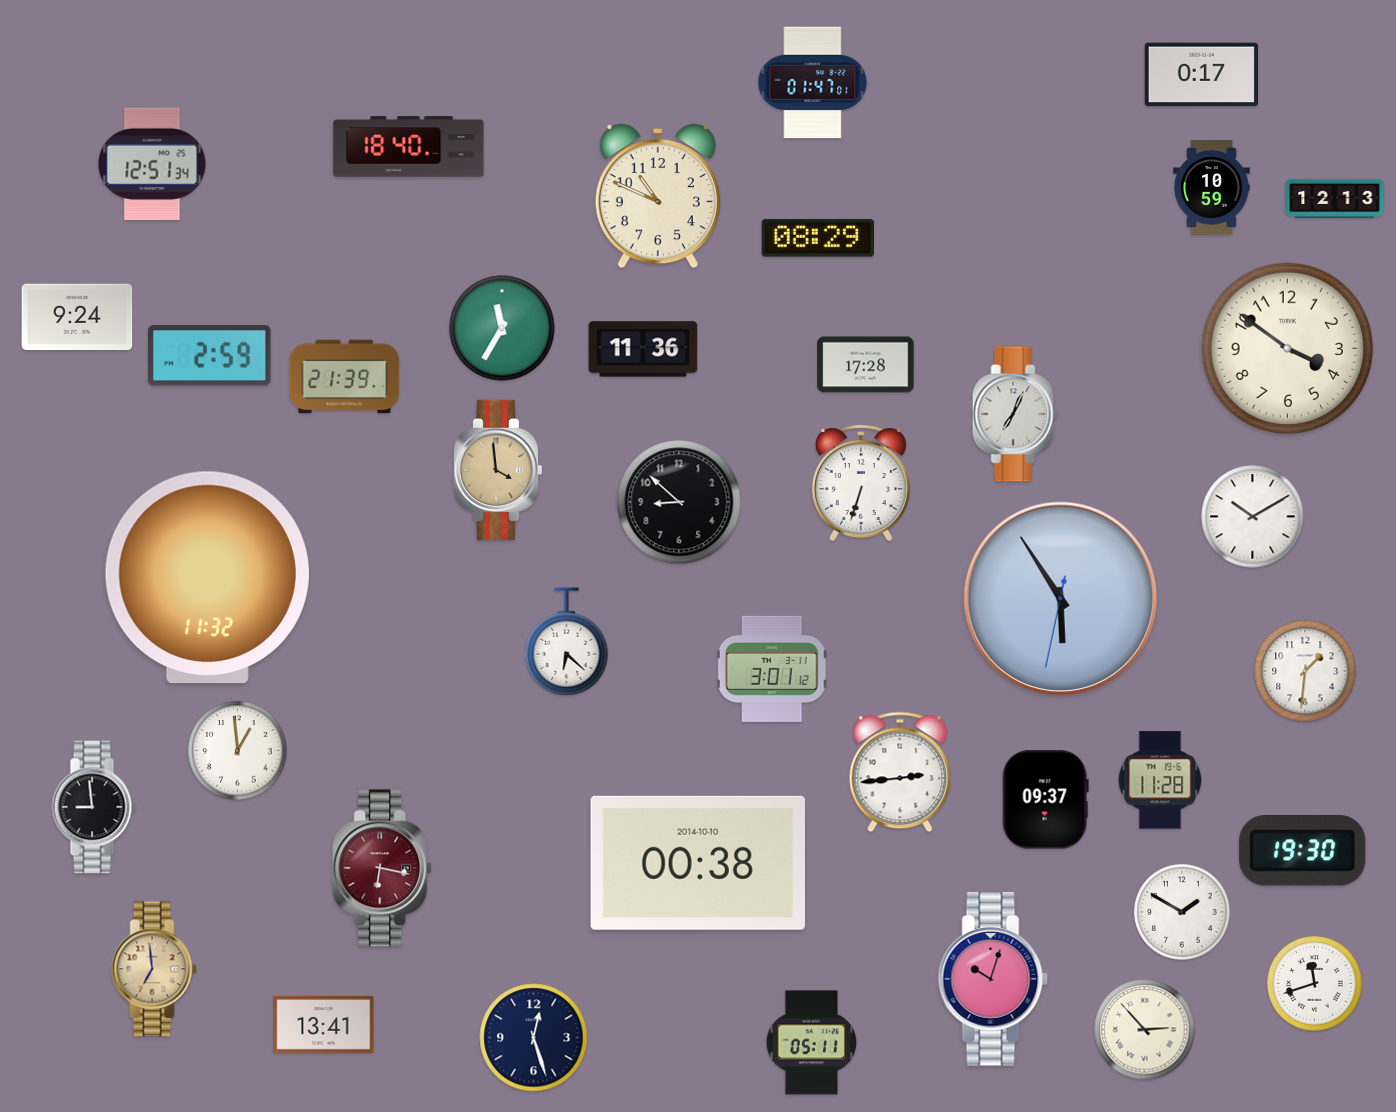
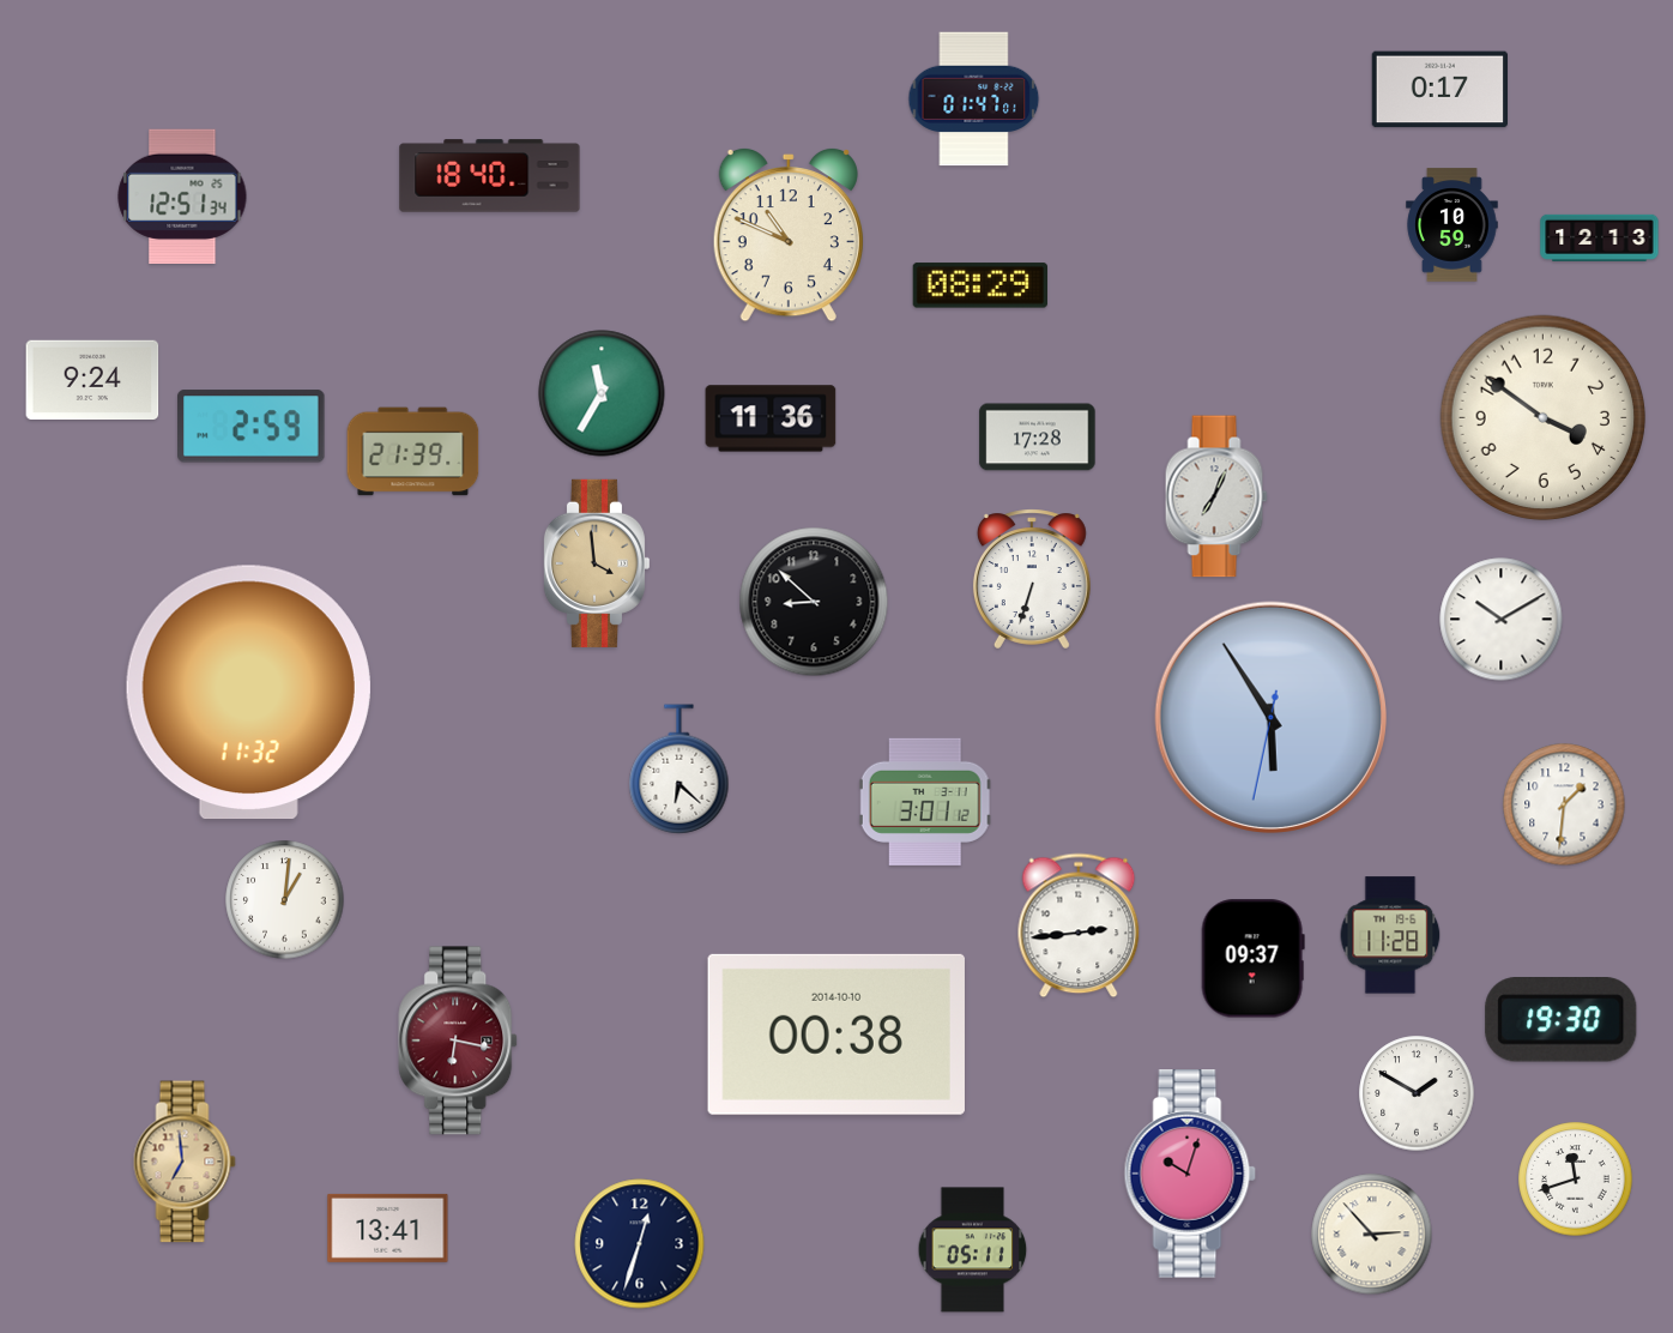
clock at (238, 751): 12:59 -> 1:01
clock at (94, 807): 8:59 -> none
clock at (534, 1038): 12:27 -> 12:33
